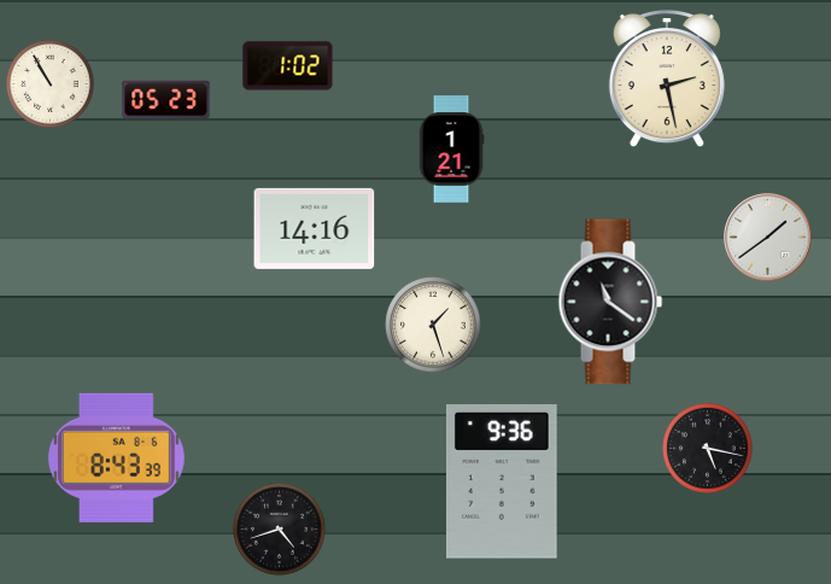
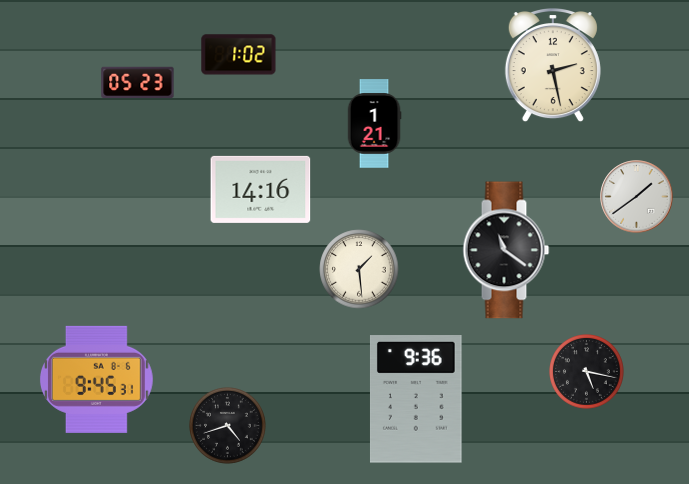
clock at (49, 83): 10:55 -> none
clock at (433, 325): 1:27 -> 1:29
clock at (117, 457): 8:43 -> 9:45
clock at (280, 530) position: (280, 530) -> (228, 426)
